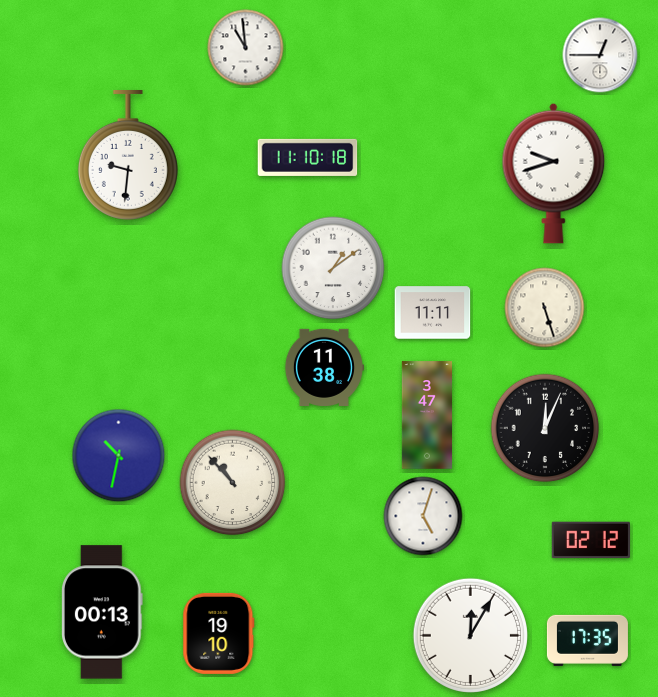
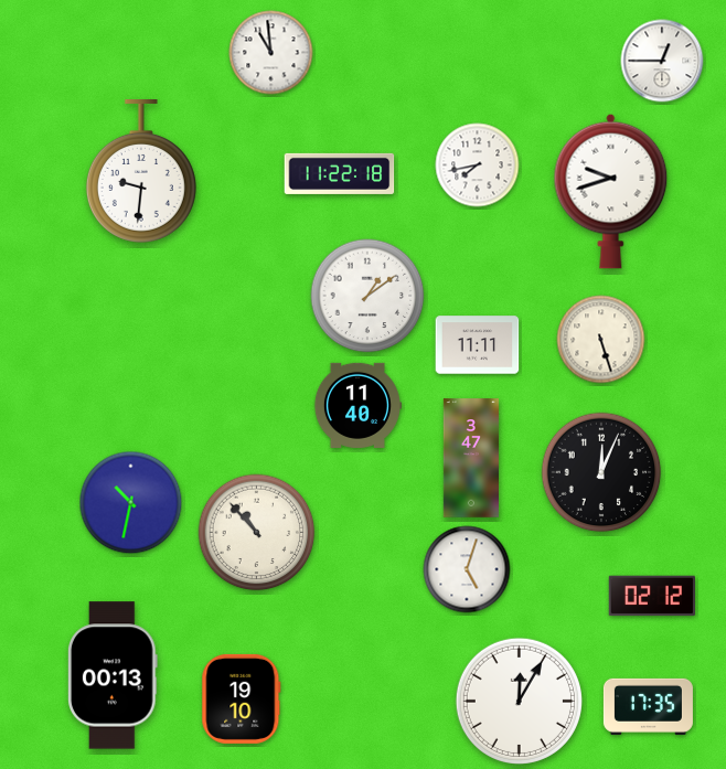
clock at (478, 165): none -> 7:43
clock at (308, 157): 11:10 -> 11:22
clock at (324, 367): 11:38 -> 11:40
